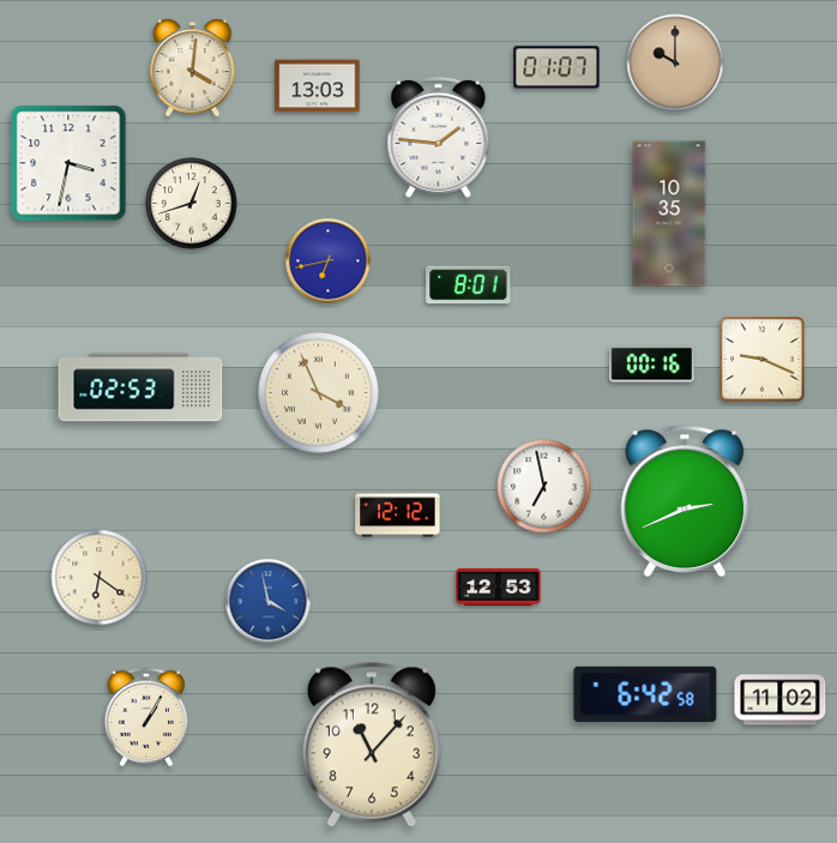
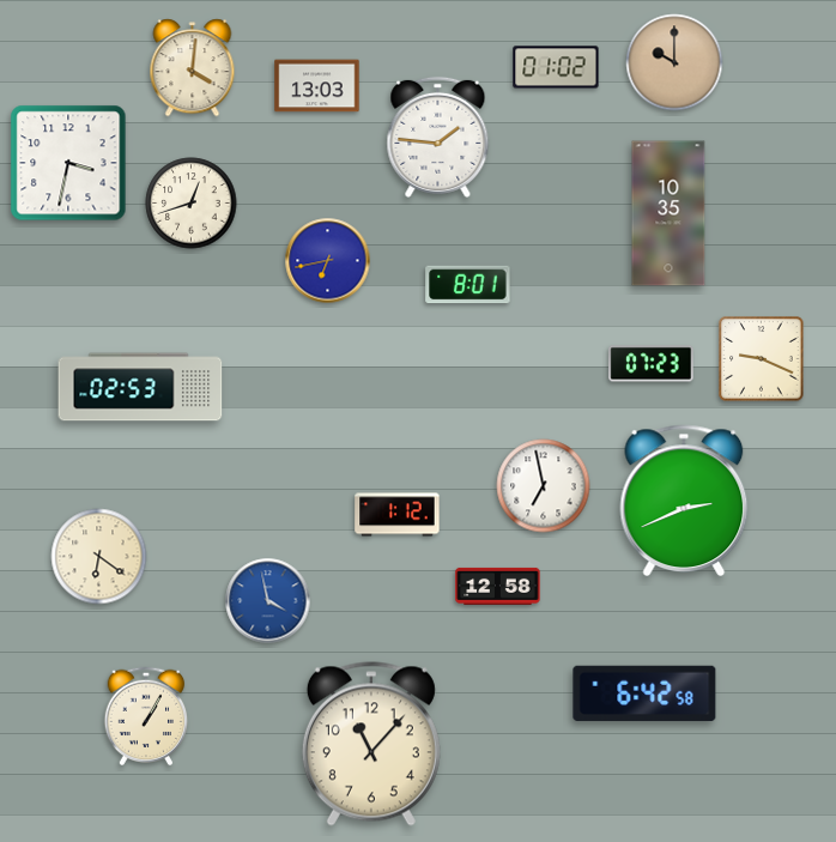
clock at (556, 67): 01:07 -> 01:02
clock at (652, 365): 00:16 -> 07:23
clock at (319, 393): 3:56 -> none
clock at (398, 516): 12:12 -> 1:12
clock at (100, 578) position: (100, 578) -> (99, 557)
clock at (499, 586): 12:53 -> 12:58
clock at (781, 700): 11:02 -> none
